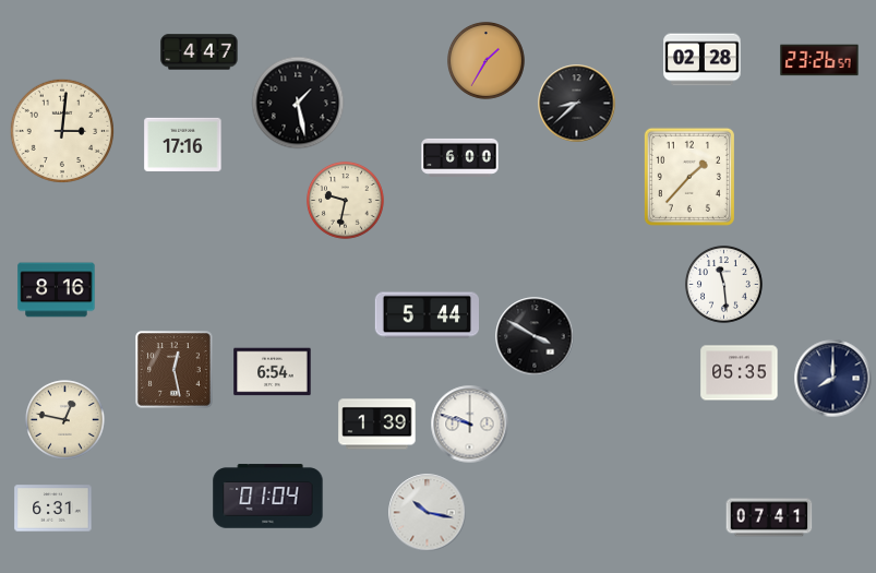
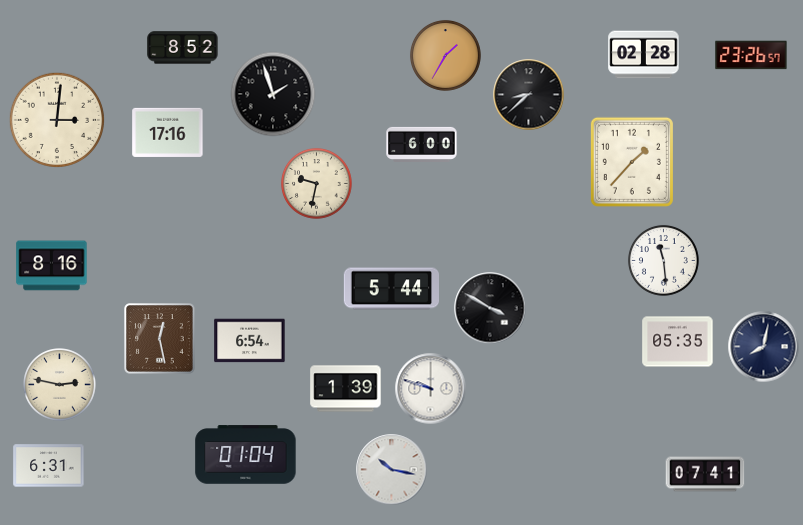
clock at (200, 52): 4:47 -> 8:52
clock at (298, 103): 1:28 -> 1:57
clock at (833, 379): 8:00 -> 8:02
clock at (65, 420): 12:47 -> 2:47
